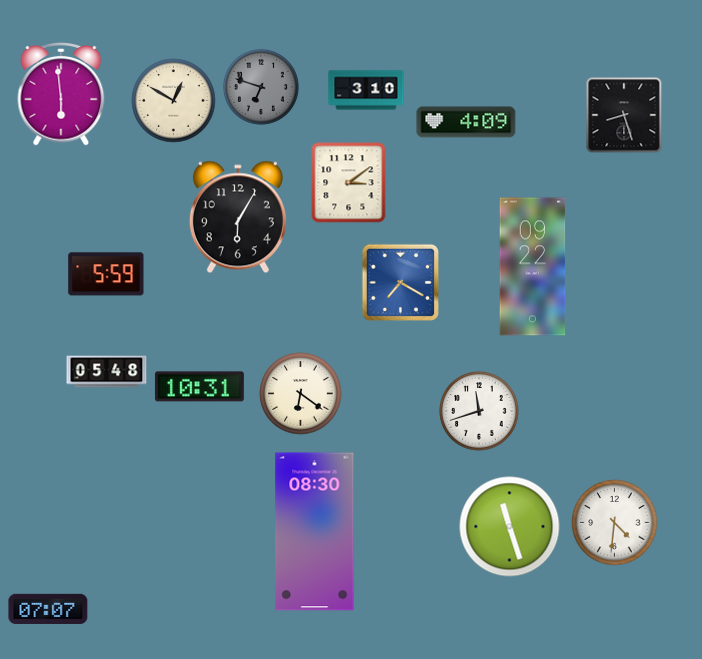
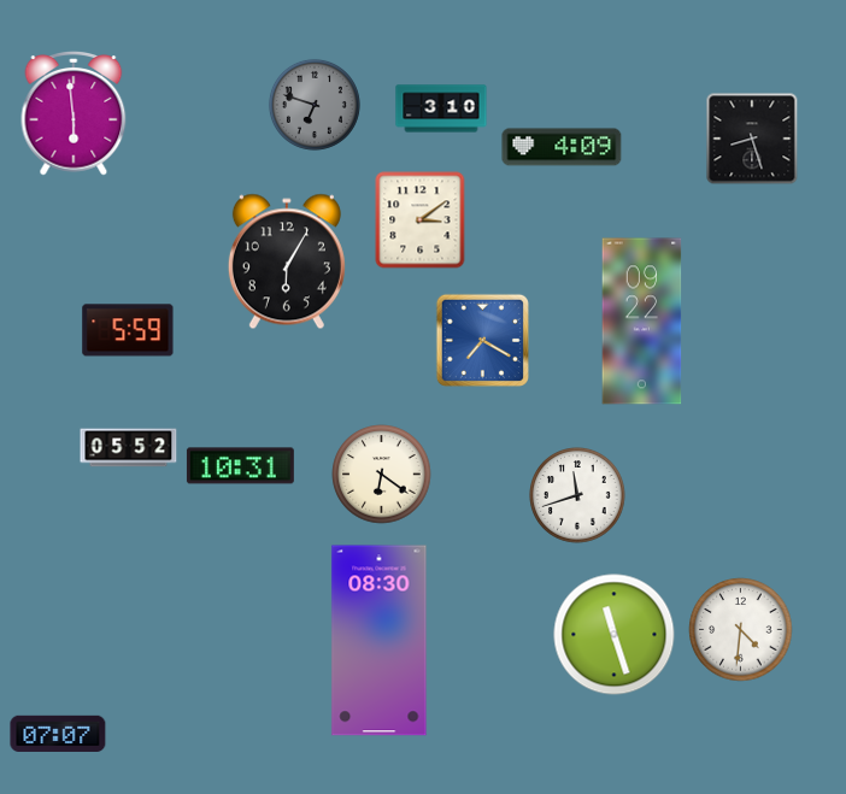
clock at (174, 101): 12:50 -> none
clock at (107, 372): 05:48 -> 05:52
clock at (301, 394) position: (301, 394) -> (382, 475)
